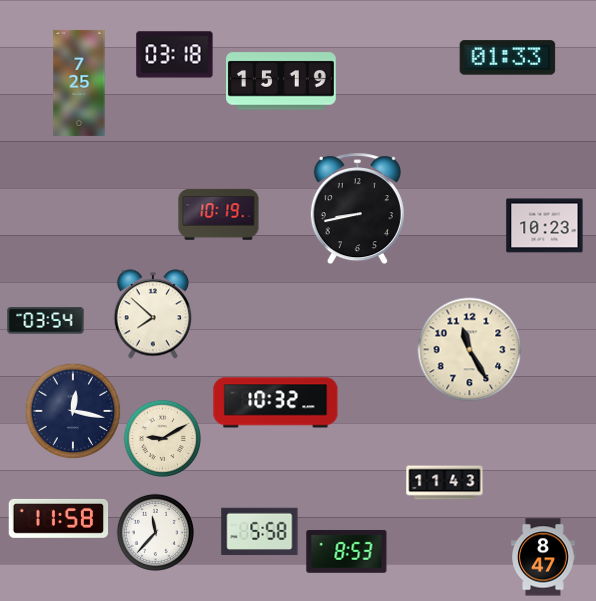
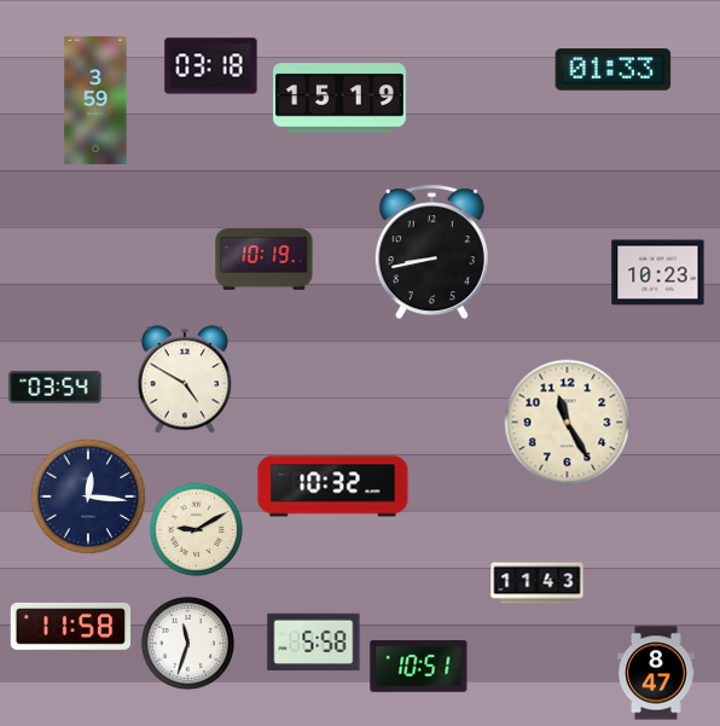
clock at (79, 83): 7:25 -> 3:59
clock at (153, 314): 7:52 -> 4:50
clock at (73, 411): 12:17 -> 12:16
clock at (155, 532): 11:37 -> 11:33
clock at (347, 551): 8:53 -> 10:51
